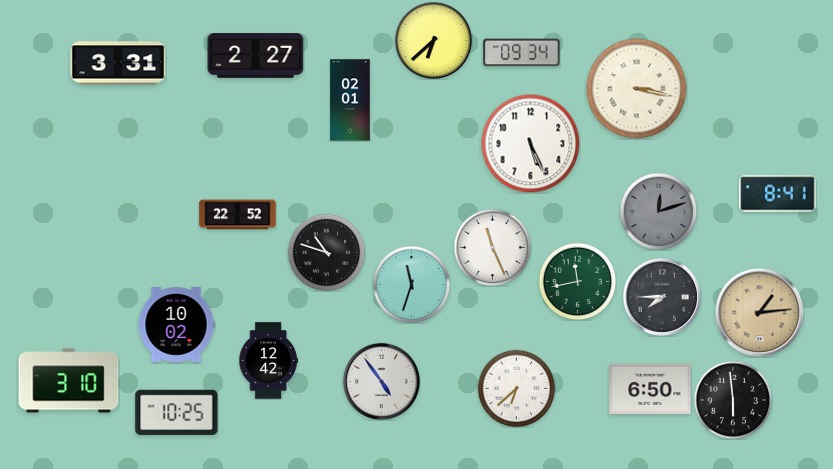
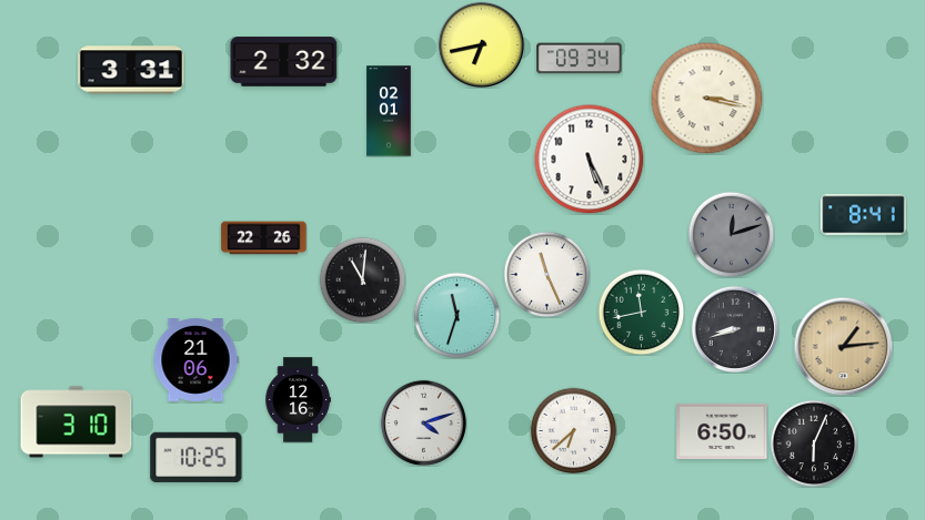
clock at (433, 40): 6:38 -> 6:43
clock at (256, 56): 2:27 -> 2:32
clock at (238, 215): 22:52 -> 22:26
clock at (326, 252): 10:48 -> 11:01
clock at (662, 297): 7:45 -> 8:42
clock at (176, 325): 10:02 -> 21:06
clock at (268, 361): 12:42 -> 12:16
clock at (381, 381): 4:54 -> 4:12
clock at (733, 400): 5:59 -> 6:04
